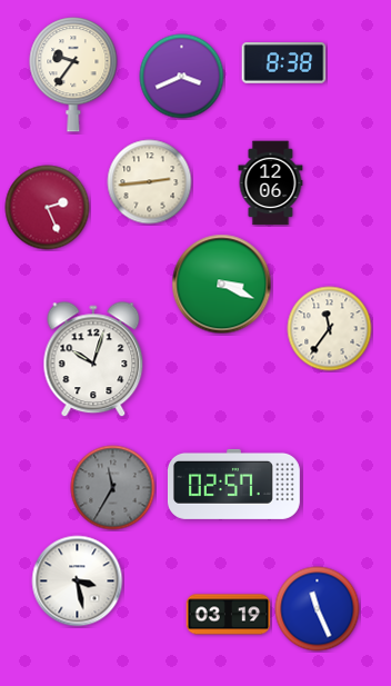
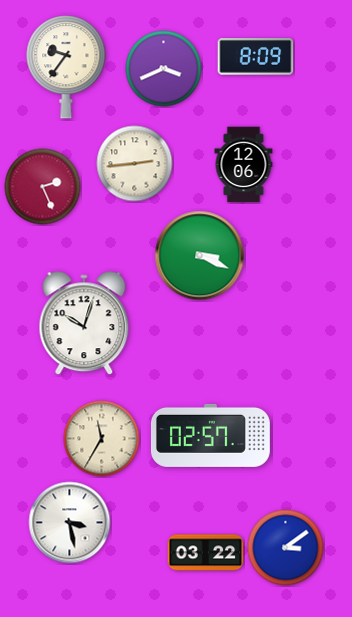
clock at (284, 63): 8:38 -> 8:09
clock at (330, 329): 11:36 -> none
clock at (113, 488) dial: grey -> cream
clock at (318, 609): 11:26 -> 3:09
clock at (229, 615): 03:19 -> 03:22
